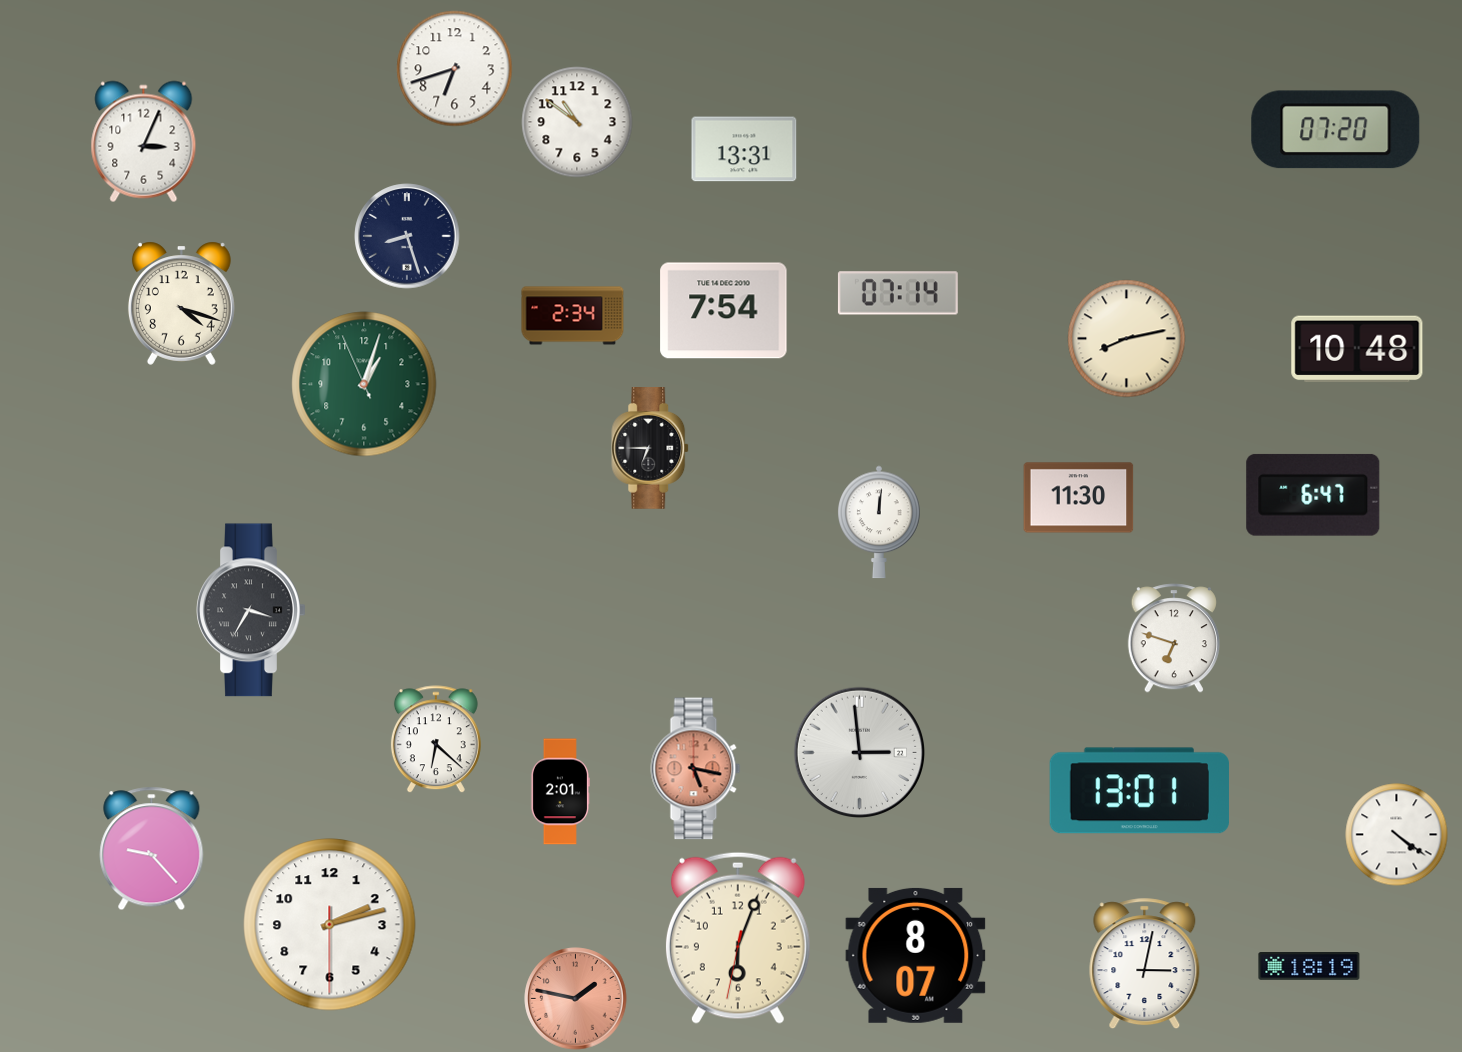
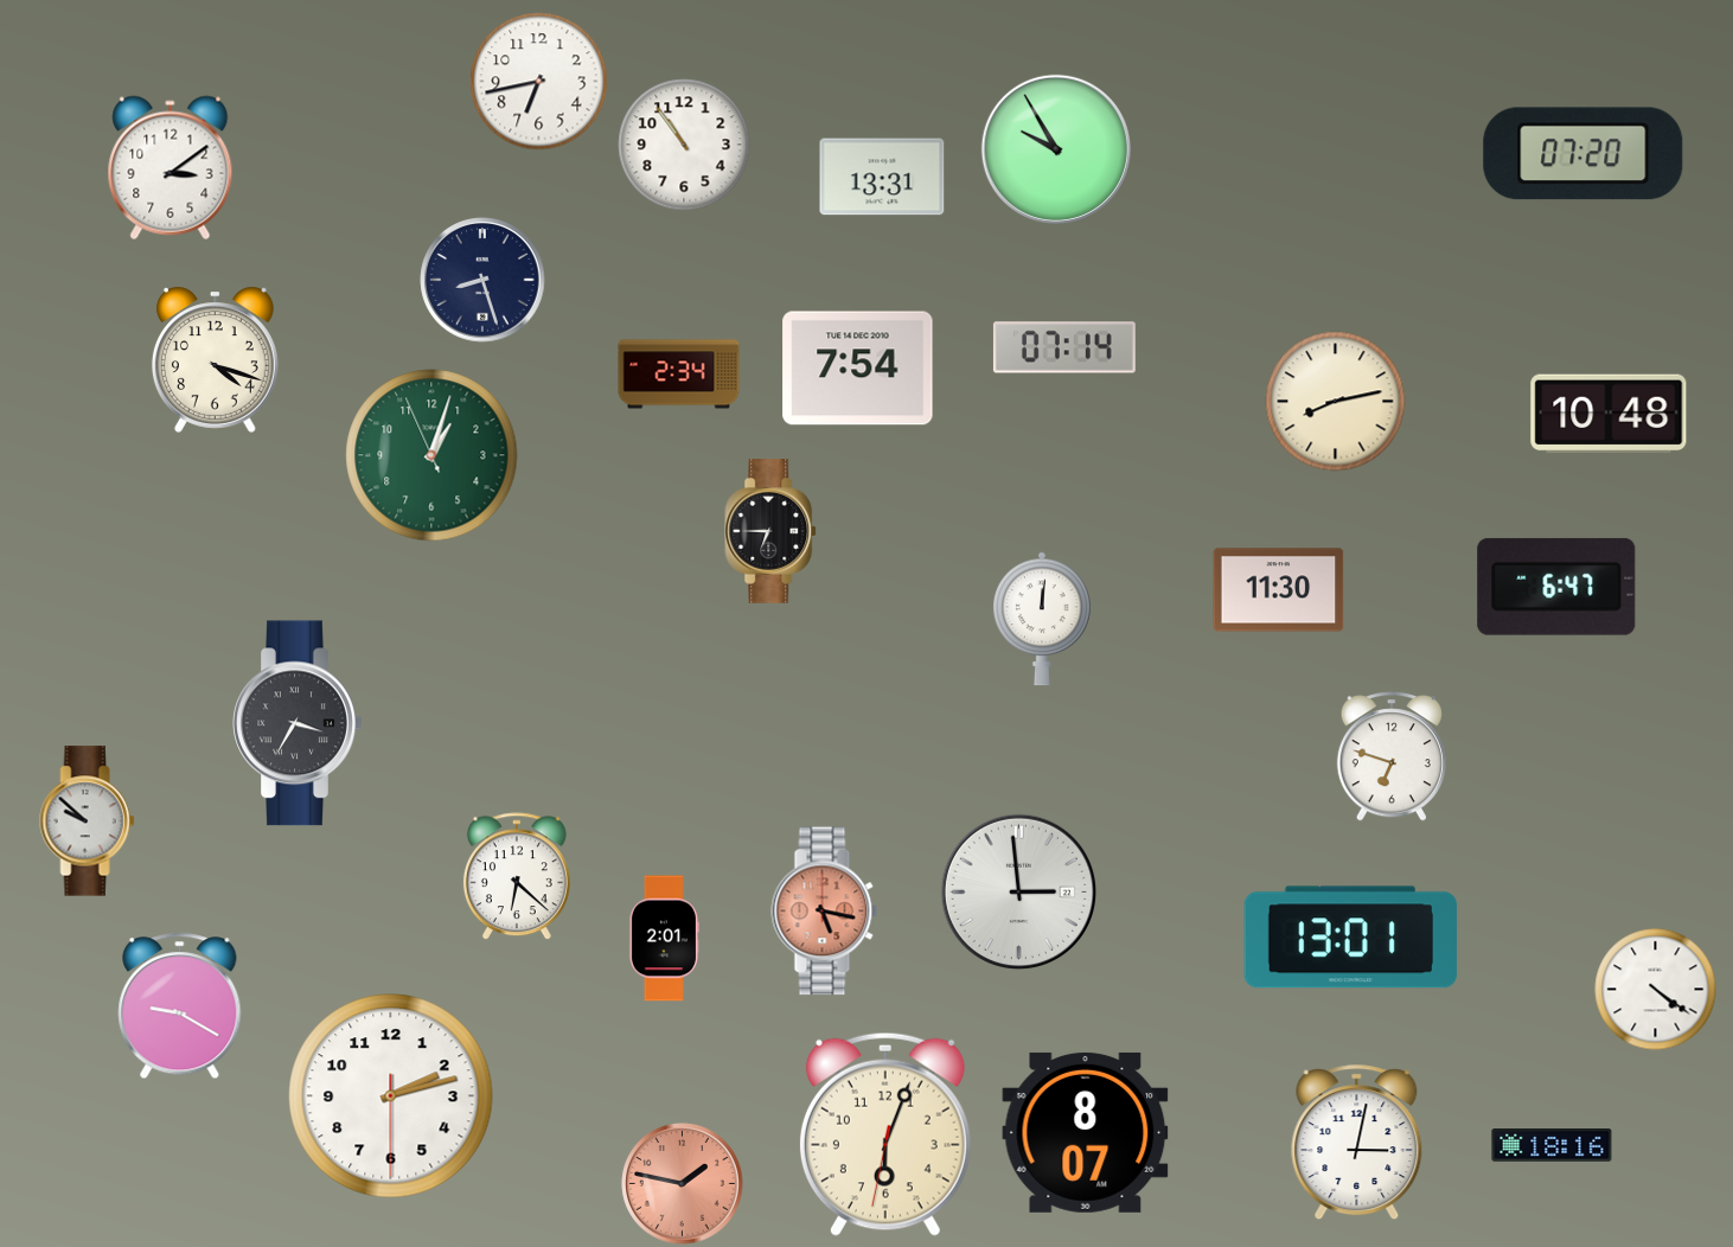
clock at (455, 69): 6:42 -> 6:43
clock at (577, 122): 10:51 -> 10:54
clock at (1056, 149): none -> 9:55
clock at (144, 142): 3:04 -> 3:09
clock at (88, 821): none -> 9:52
clock at (152, 849): 9:23 -> 9:20
clock at (738, 938) position: (738, 938) -> (885, 1134)
clock at (1309, 967): 18:19 -> 18:16
